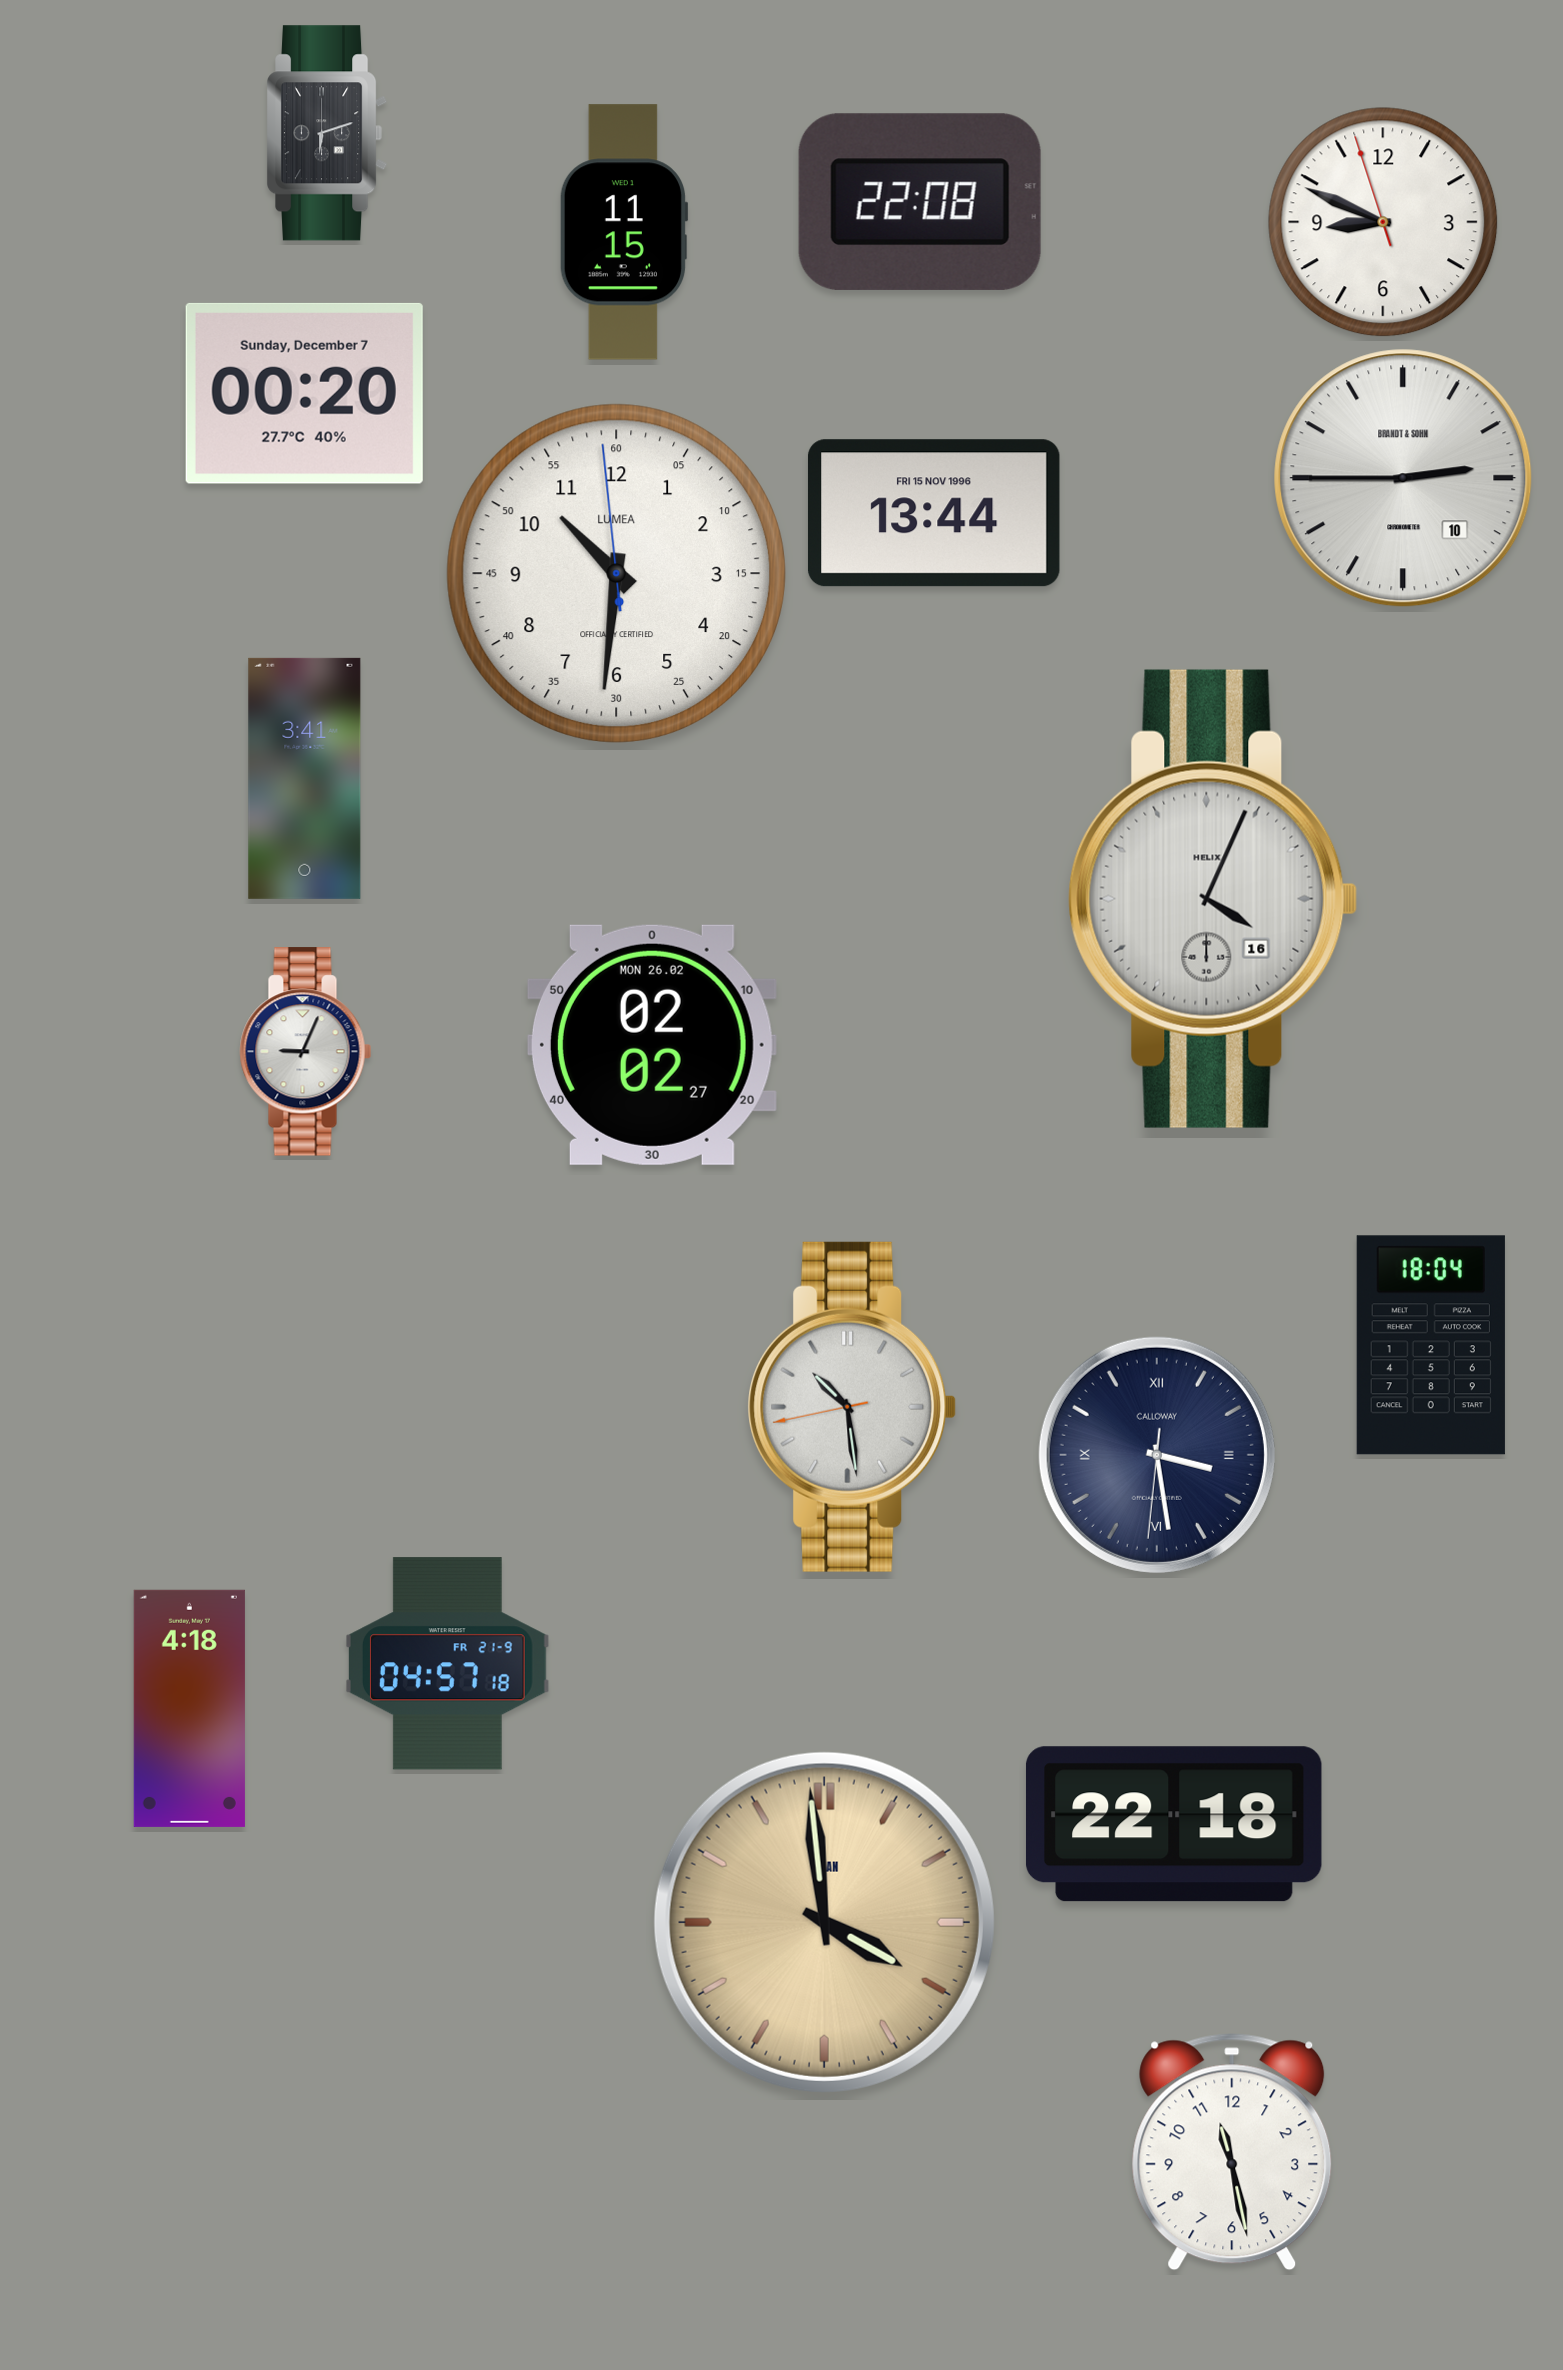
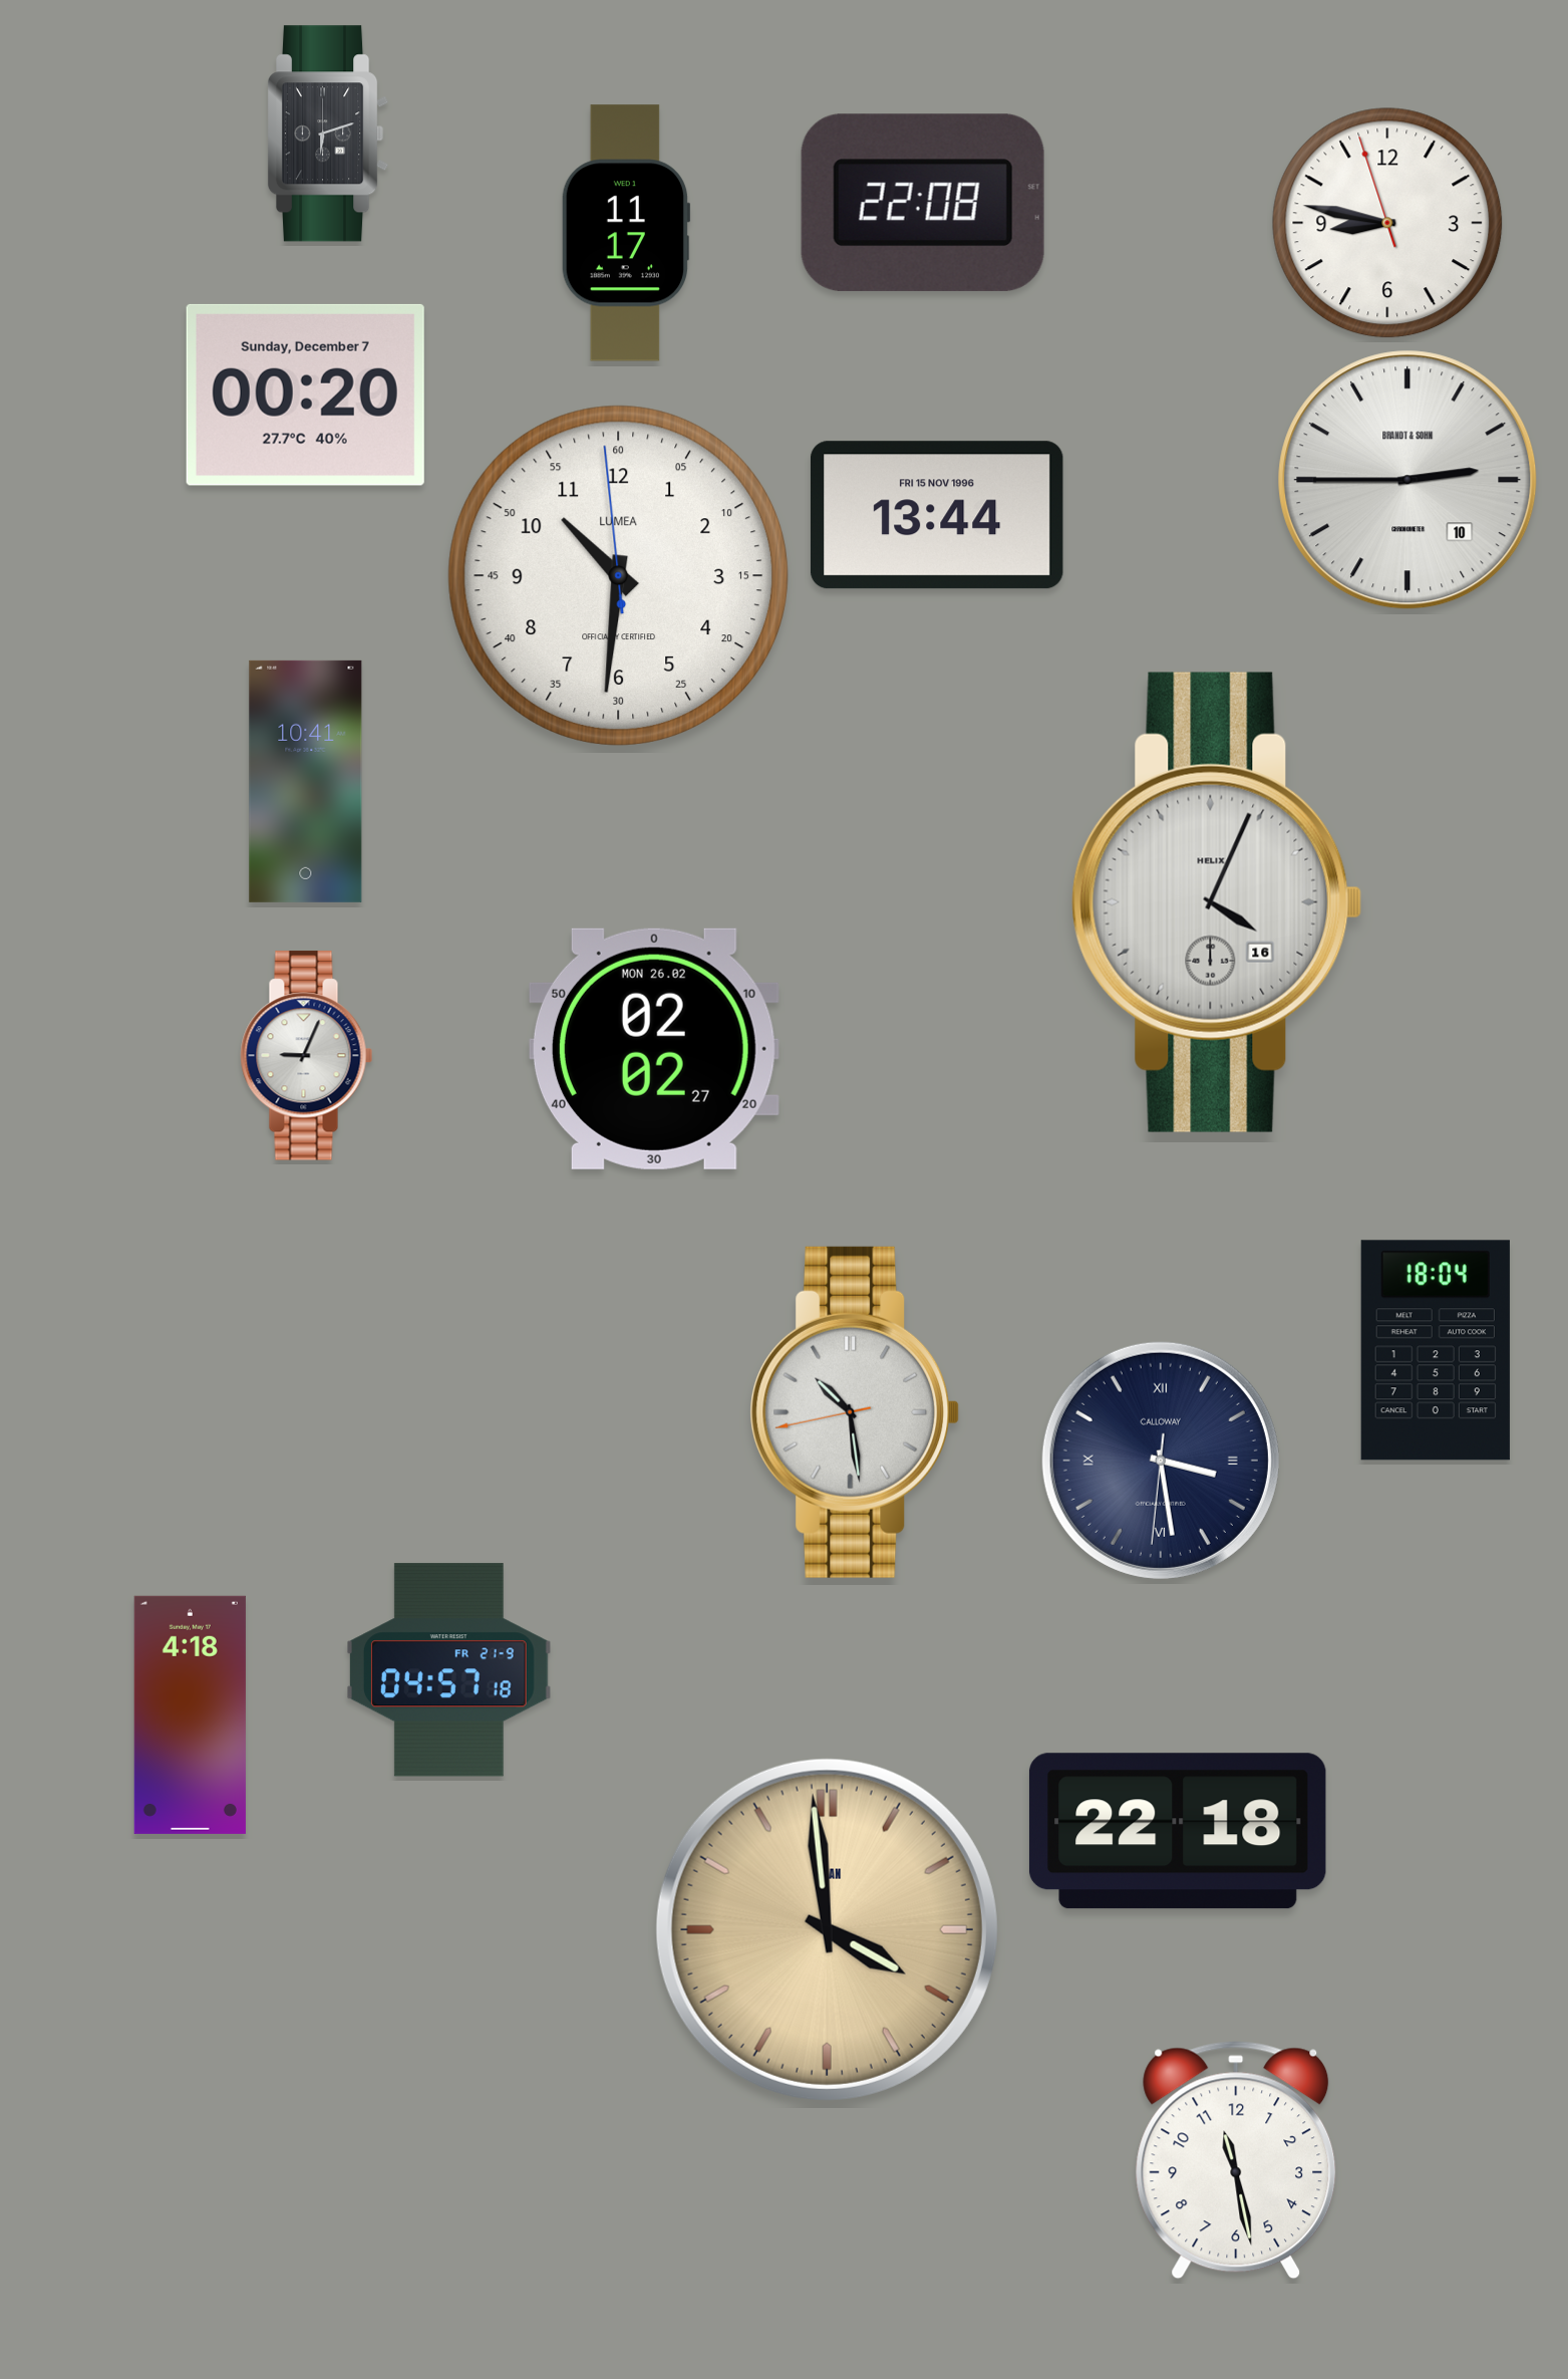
clock at (1383, 222): 8:48 -> 8:46
clock at (624, 232): 11:15 -> 11:17
clock at (305, 778): 3:41 -> 10:41
